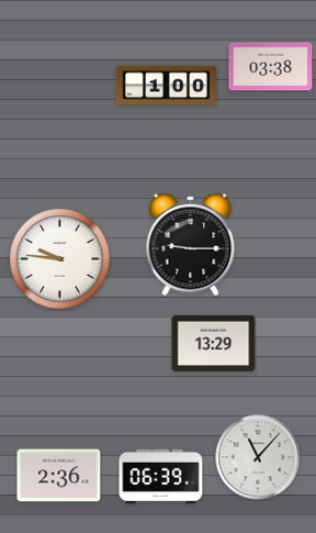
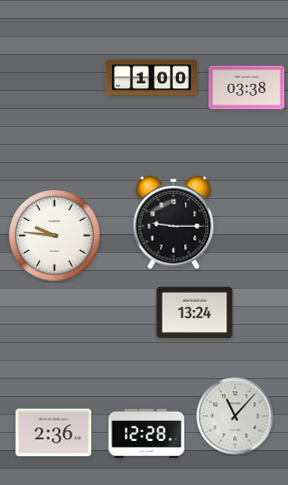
clock at (271, 67) position: (271, 67) -> (247, 88)
clock at (214, 343): 13:29 -> 13:24
clock at (161, 476): 06:39 -> 12:28
